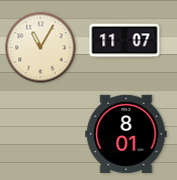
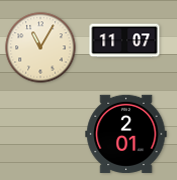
clock at (126, 134): 8:01 -> 2:01
